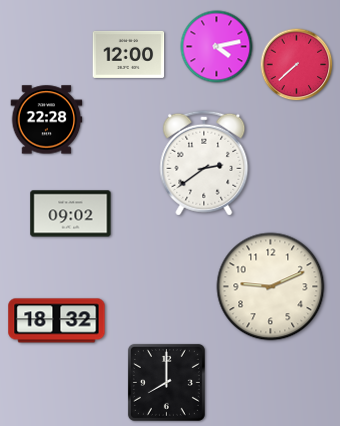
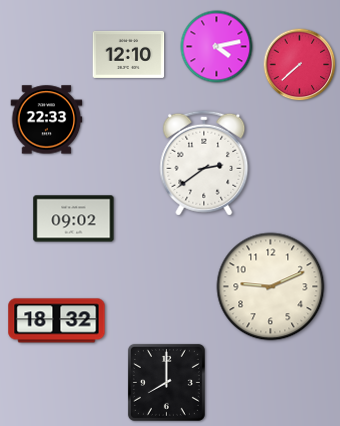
clock at (129, 54): 12:00 -> 12:10
clock at (297, 65) position: (297, 65) -> (300, 65)
clock at (47, 120): 22:28 -> 22:33
clock at (71, 214) position: (71, 214) -> (74, 219)
